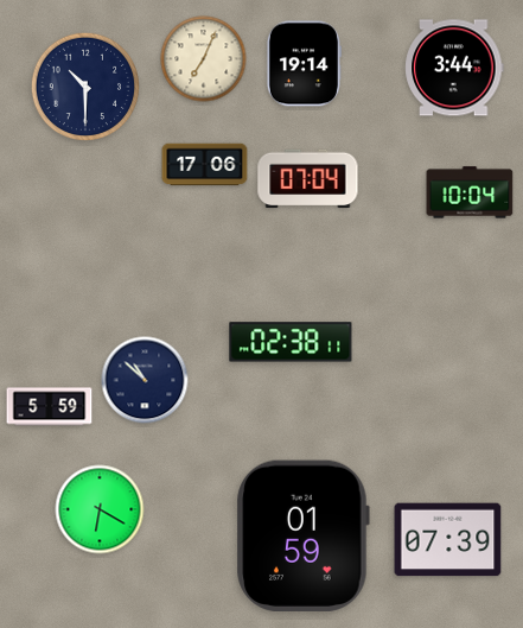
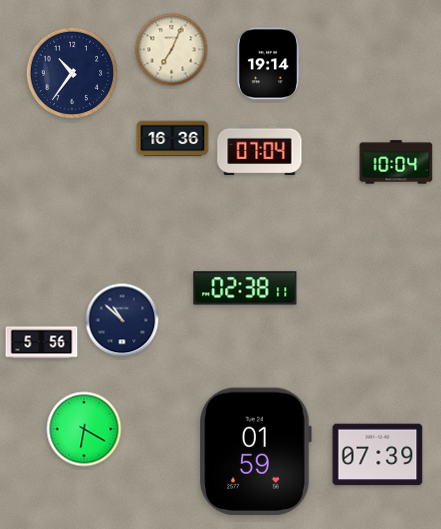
clock at (304, 64) position: (304, 64) -> (268, 64)
clock at (454, 68): 3:44 -> none
clock at (85, 87): 10:30 -> 10:36
clock at (205, 165): 17:06 -> 16:36
clock at (50, 407): 5:59 -> 5:56
